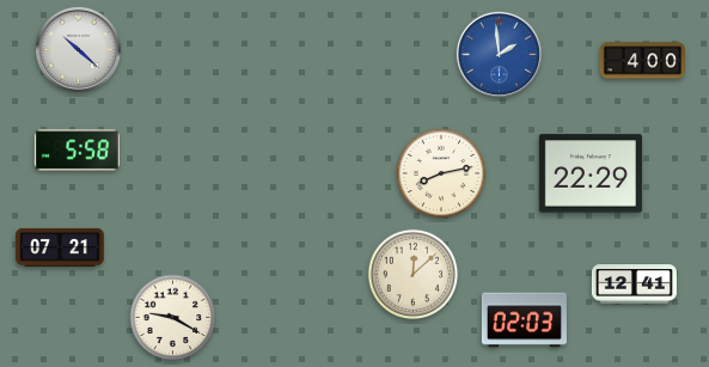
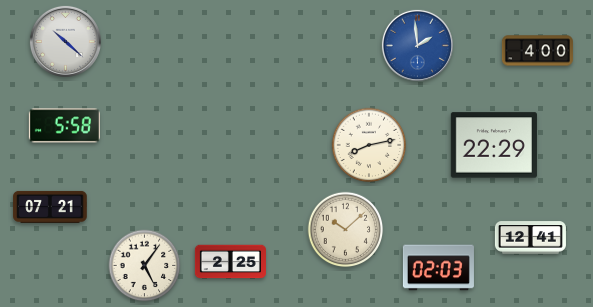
clock at (414, 275): 12:08 -> 10:08
clock at (230, 262): none -> 2:25
clock at (173, 318): 9:20 -> 5:06
